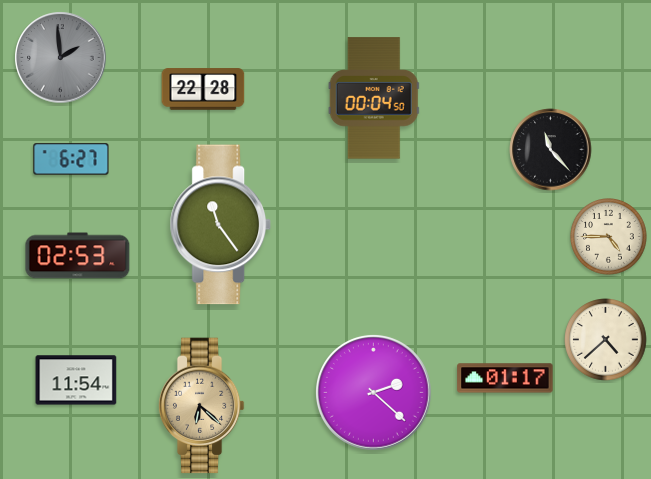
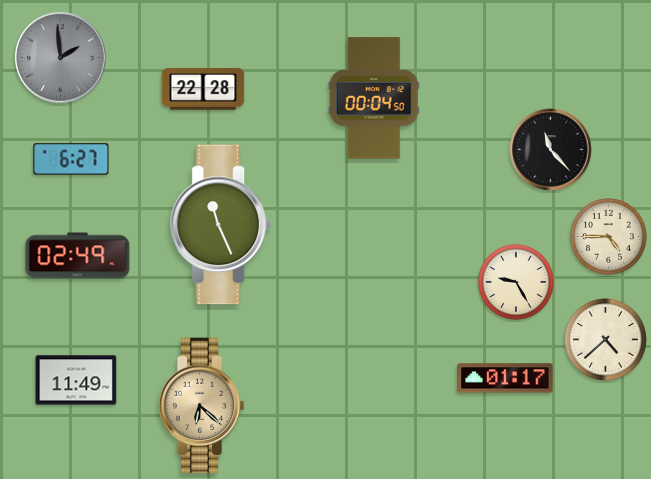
clock at (221, 225): 11:24 -> 11:26
clock at (78, 256): 02:53 -> 02:49
clock at (517, 283): none -> 9:25
clock at (76, 380): 11:54 -> 11:49
clock at (373, 392): 2:22 -> none
